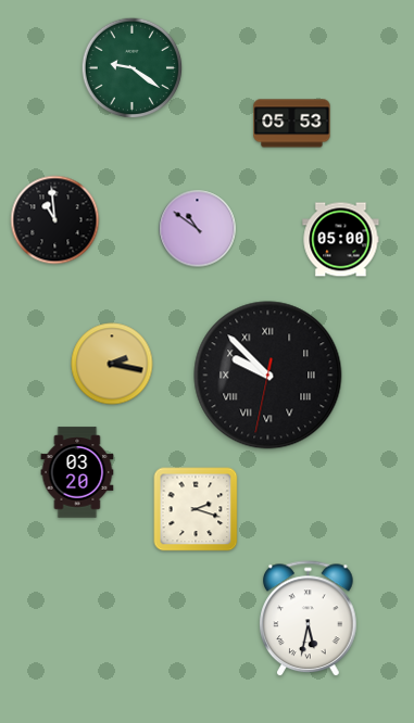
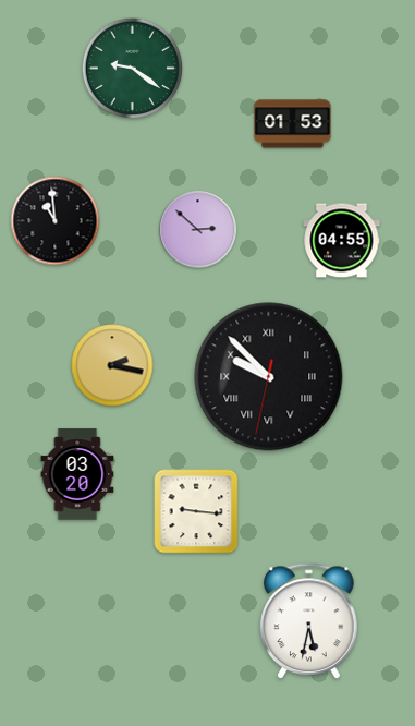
clock at (292, 124): 05:53 -> 01:53
clock at (198, 229): 10:51 -> 2:52
clock at (341, 240): 05:00 -> 04:55
clock at (196, 509): 2:18 -> 9:16
